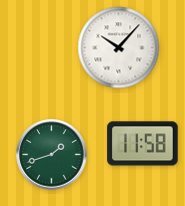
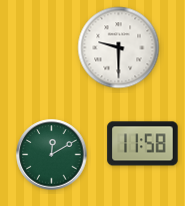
clock at (119, 48): 10:07 -> 9:30
clock at (52, 155): 1:42 -> 12:10
